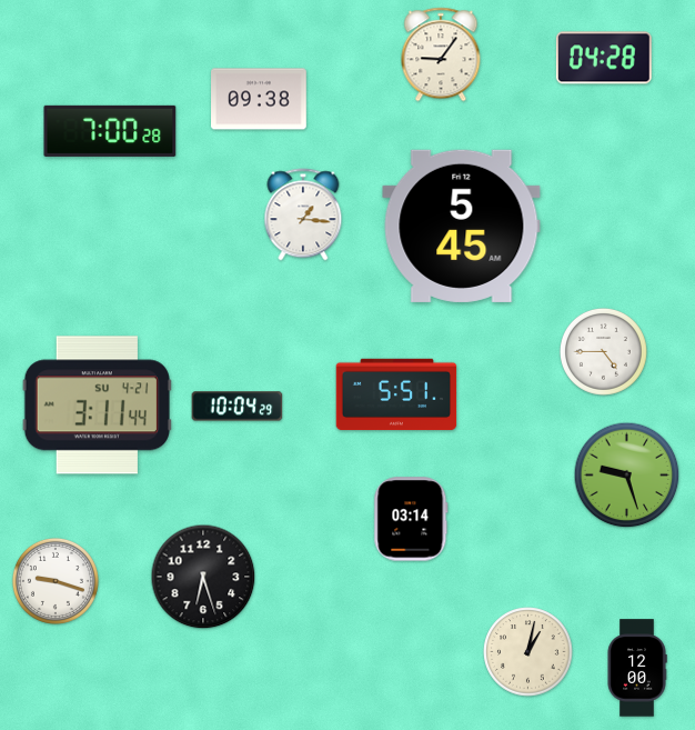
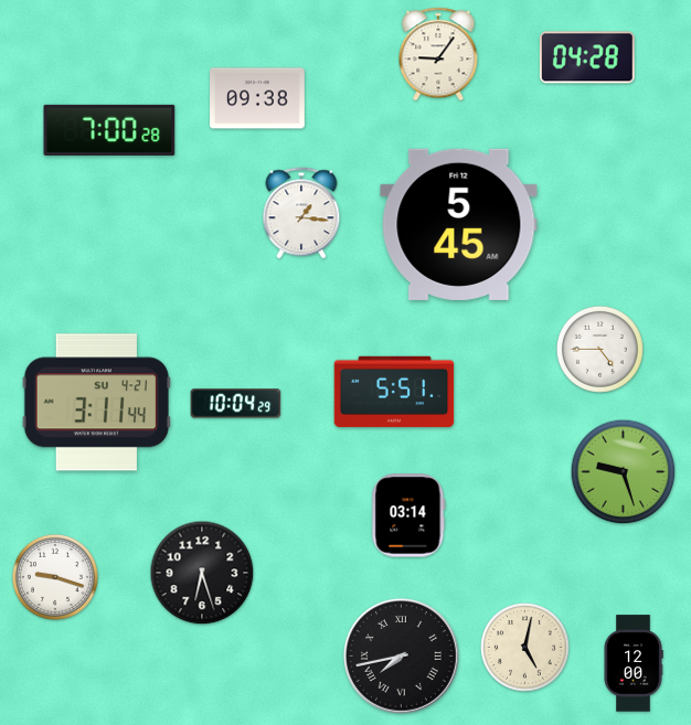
clock at (604, 58) position: (604, 58) -> (587, 57)
clock at (528, 652): 1:02 -> 5:02
clock at (401, 655): none -> 7:43
